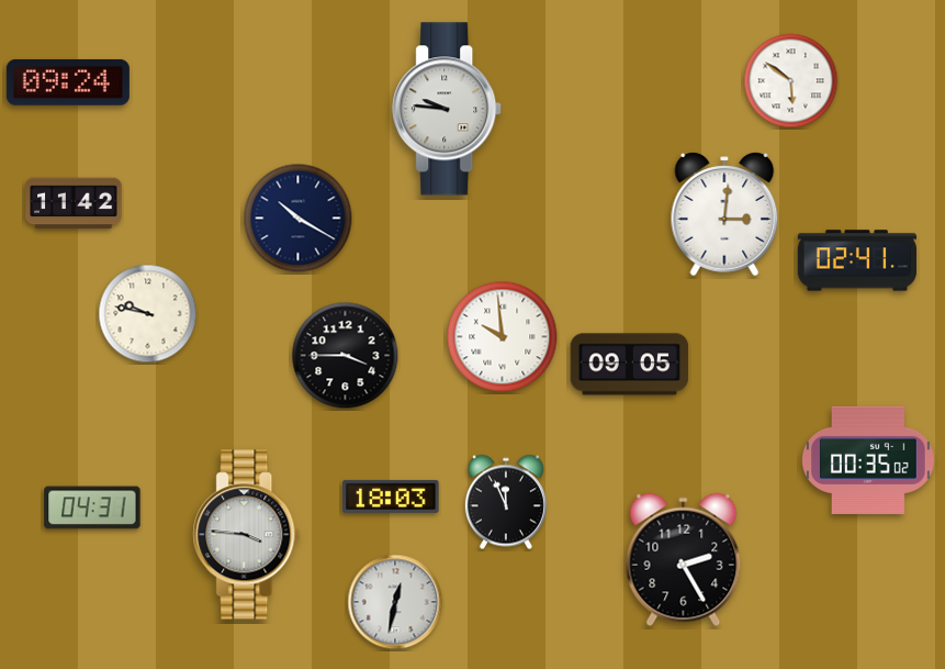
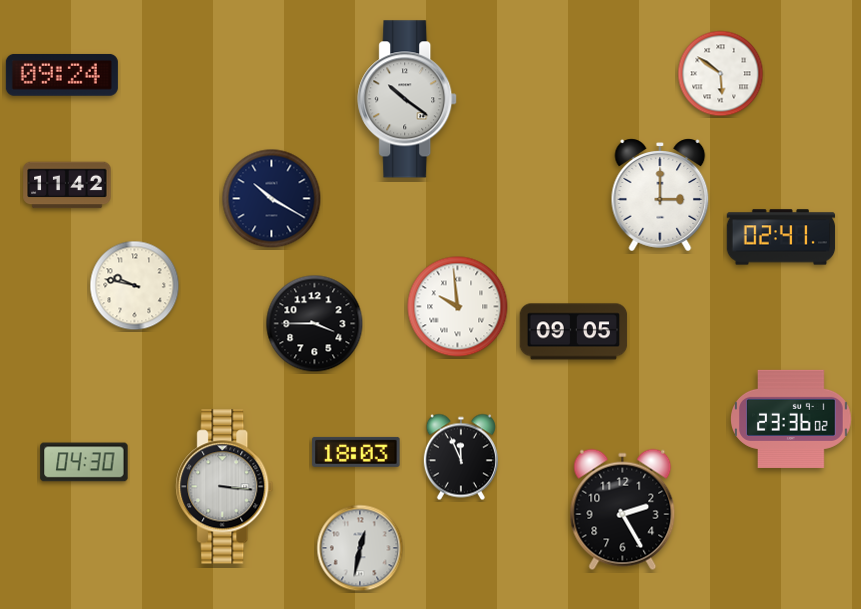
clock at (448, 109): 9:46 -> 10:21
clock at (724, 214): 3:01 -> 3:00
clock at (868, 460): 00:35 -> 23:36
clock at (92, 508): 04:31 -> 04:30
clock at (247, 535): 3:46 -> 3:16
